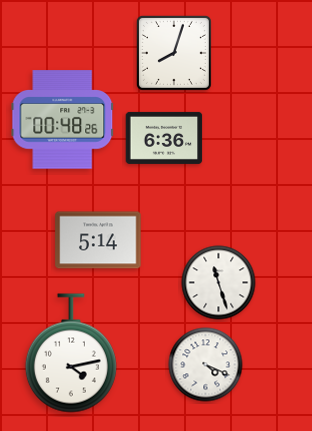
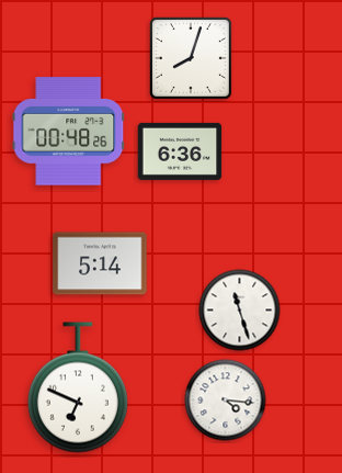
clock at (98, 240) position: (98, 240) -> (100, 263)
clock at (71, 353): 4:13 -> 6:49
clock at (206, 365): 4:19 -> 4:16
